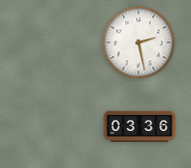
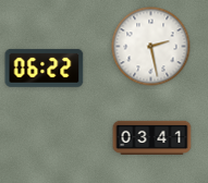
clock at (45, 68): none -> 06:22
clock at (140, 126): 03:36 -> 03:41
